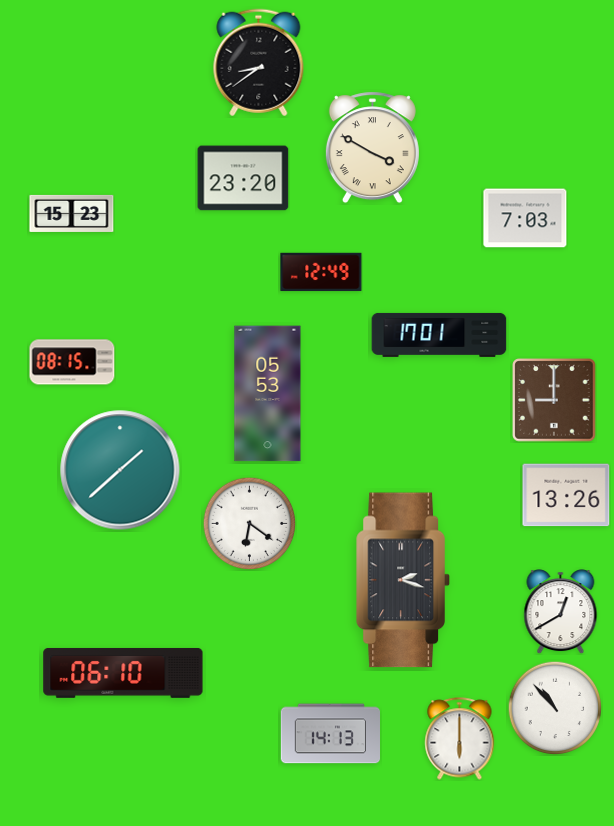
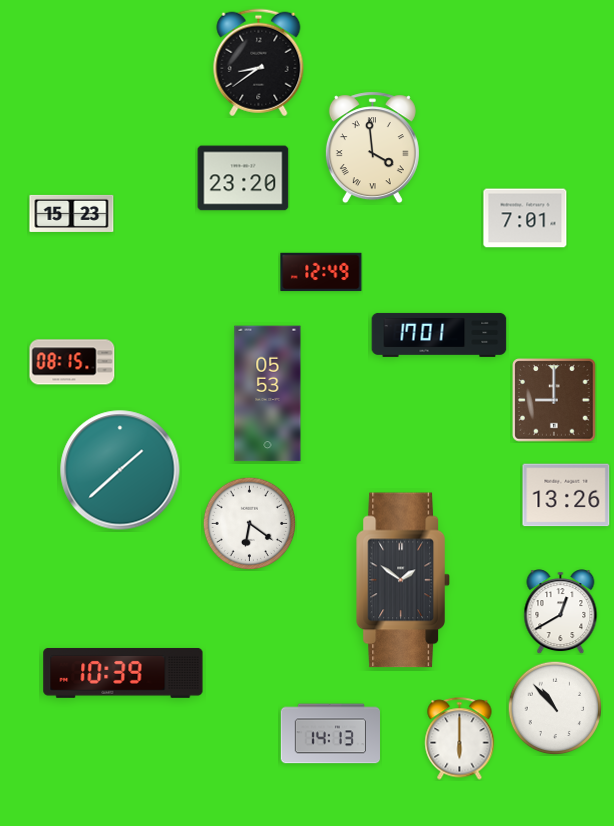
clock at (372, 148): 3:50 -> 3:59
clock at (525, 218): 7:03 -> 7:01
clock at (403, 580): 2:18 -> 1:51
clock at (123, 673): 06:10 -> 10:39
